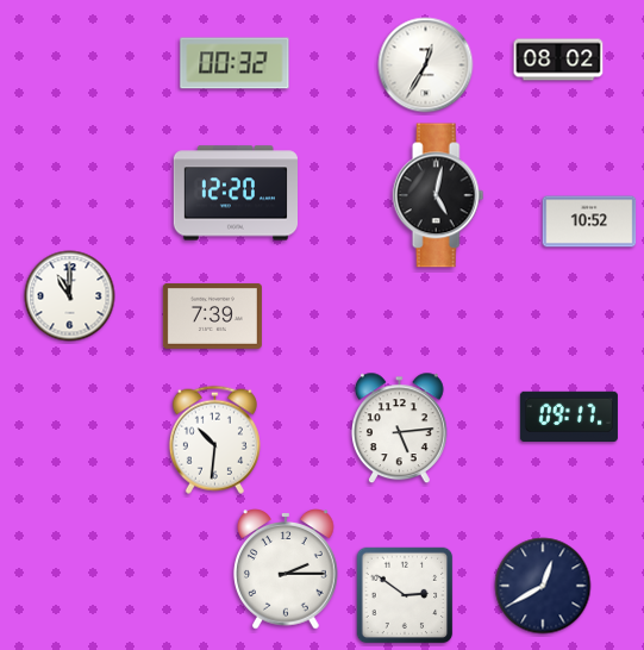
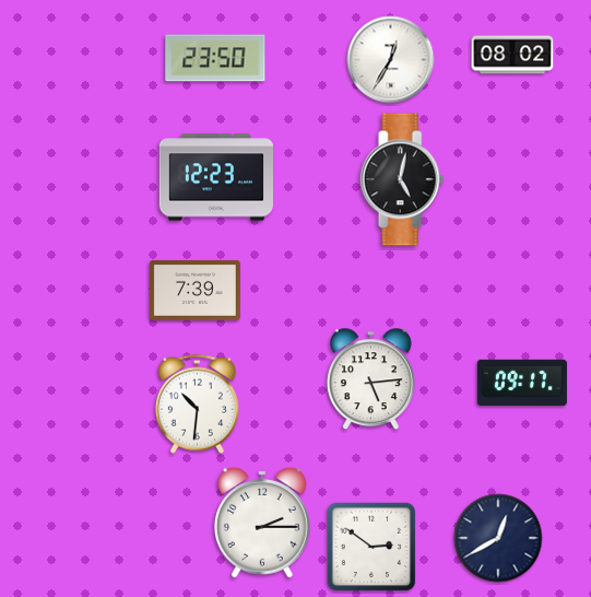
clock at (235, 63): 00:32 -> 23:50
clock at (235, 193): 12:20 -> 12:23
clock at (589, 221): 10:52 -> none
clock at (70, 296): 11:00 -> none
clock at (399, 429) position: (399, 429) -> (370, 379)
